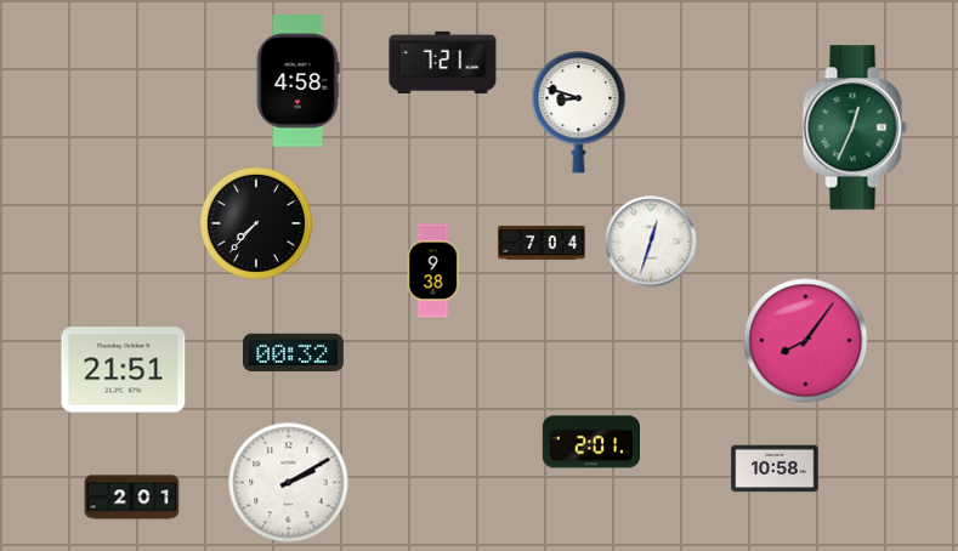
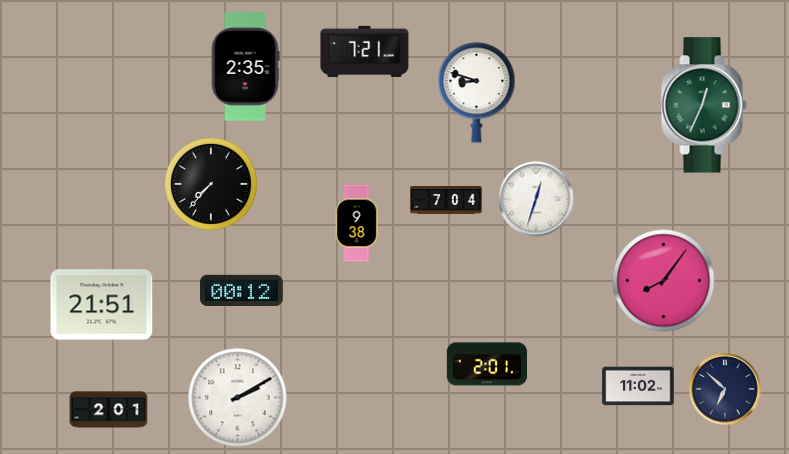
clock at (297, 81): 4:58 -> 2:35
clock at (294, 353): 00:32 -> 00:12
clock at (775, 468): 10:58 -> 11:02
clock at (725, 389): none -> 6:52
